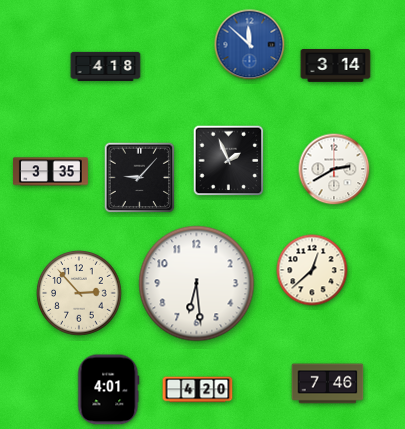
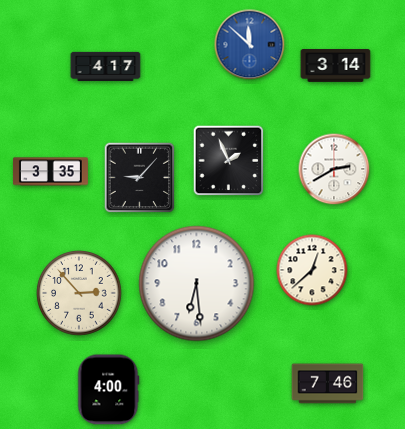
clock at (106, 66): 4:18 -> 4:17
clock at (109, 390): 4:01 -> 4:00
clock at (198, 390): 4:20 -> none
